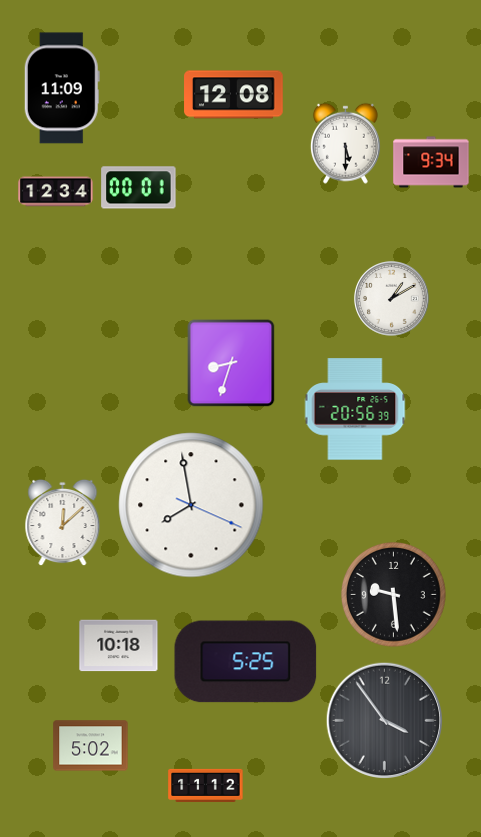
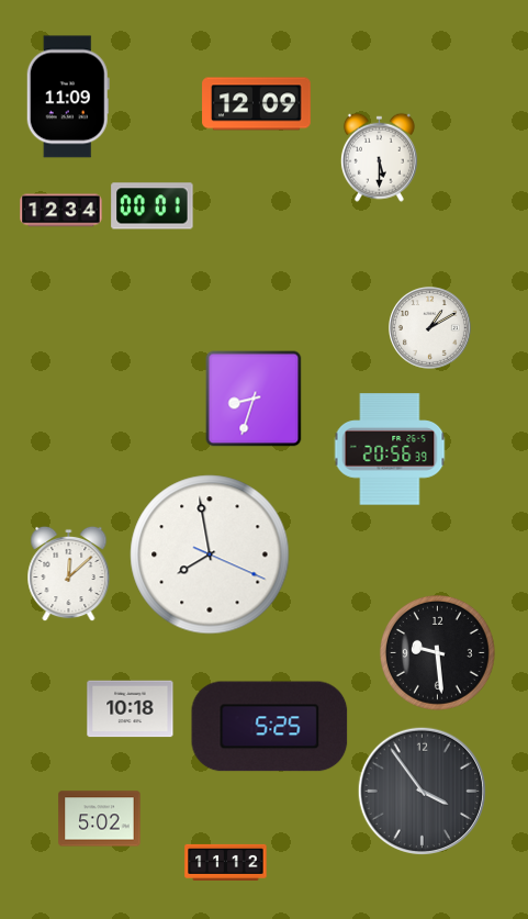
clock at (234, 95): 12:08 -> 12:09
clock at (431, 162): 9:34 -> none
clock at (393, 594) position: (393, 594) -> (437, 652)
